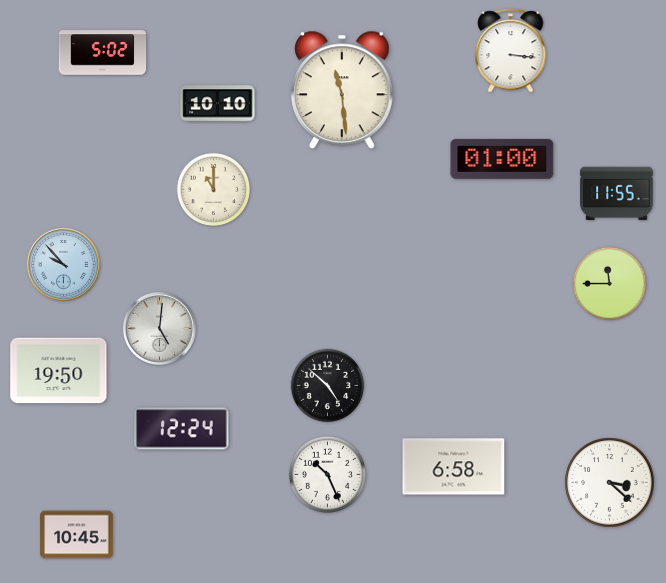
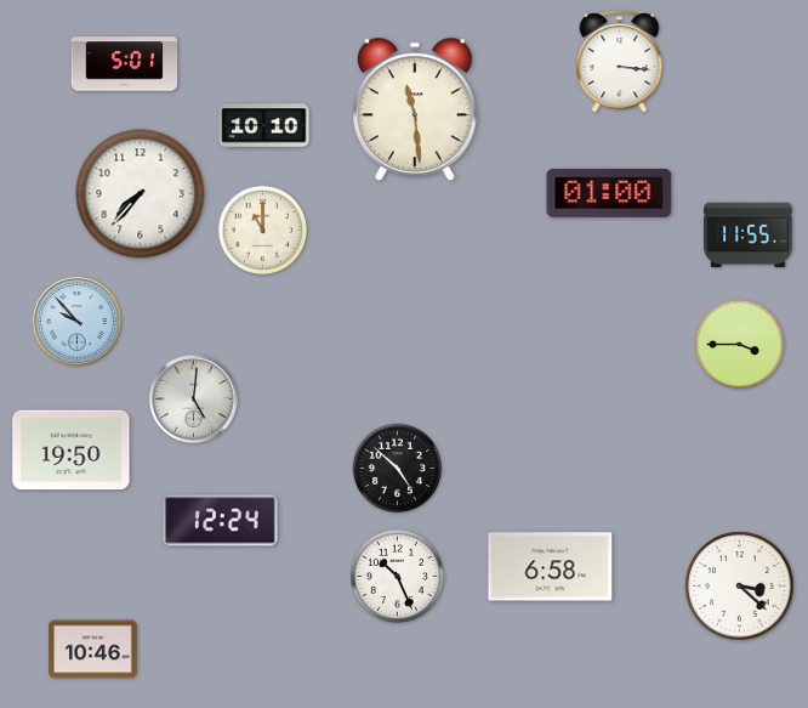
clock at (103, 53): 5:02 -> 5:01
clock at (141, 194): none -> 7:37
clock at (214, 190) position: (214, 190) -> (263, 231)
clock at (610, 284): 11:45 -> 3:45
clock at (77, 535): 10:45 -> 10:46
